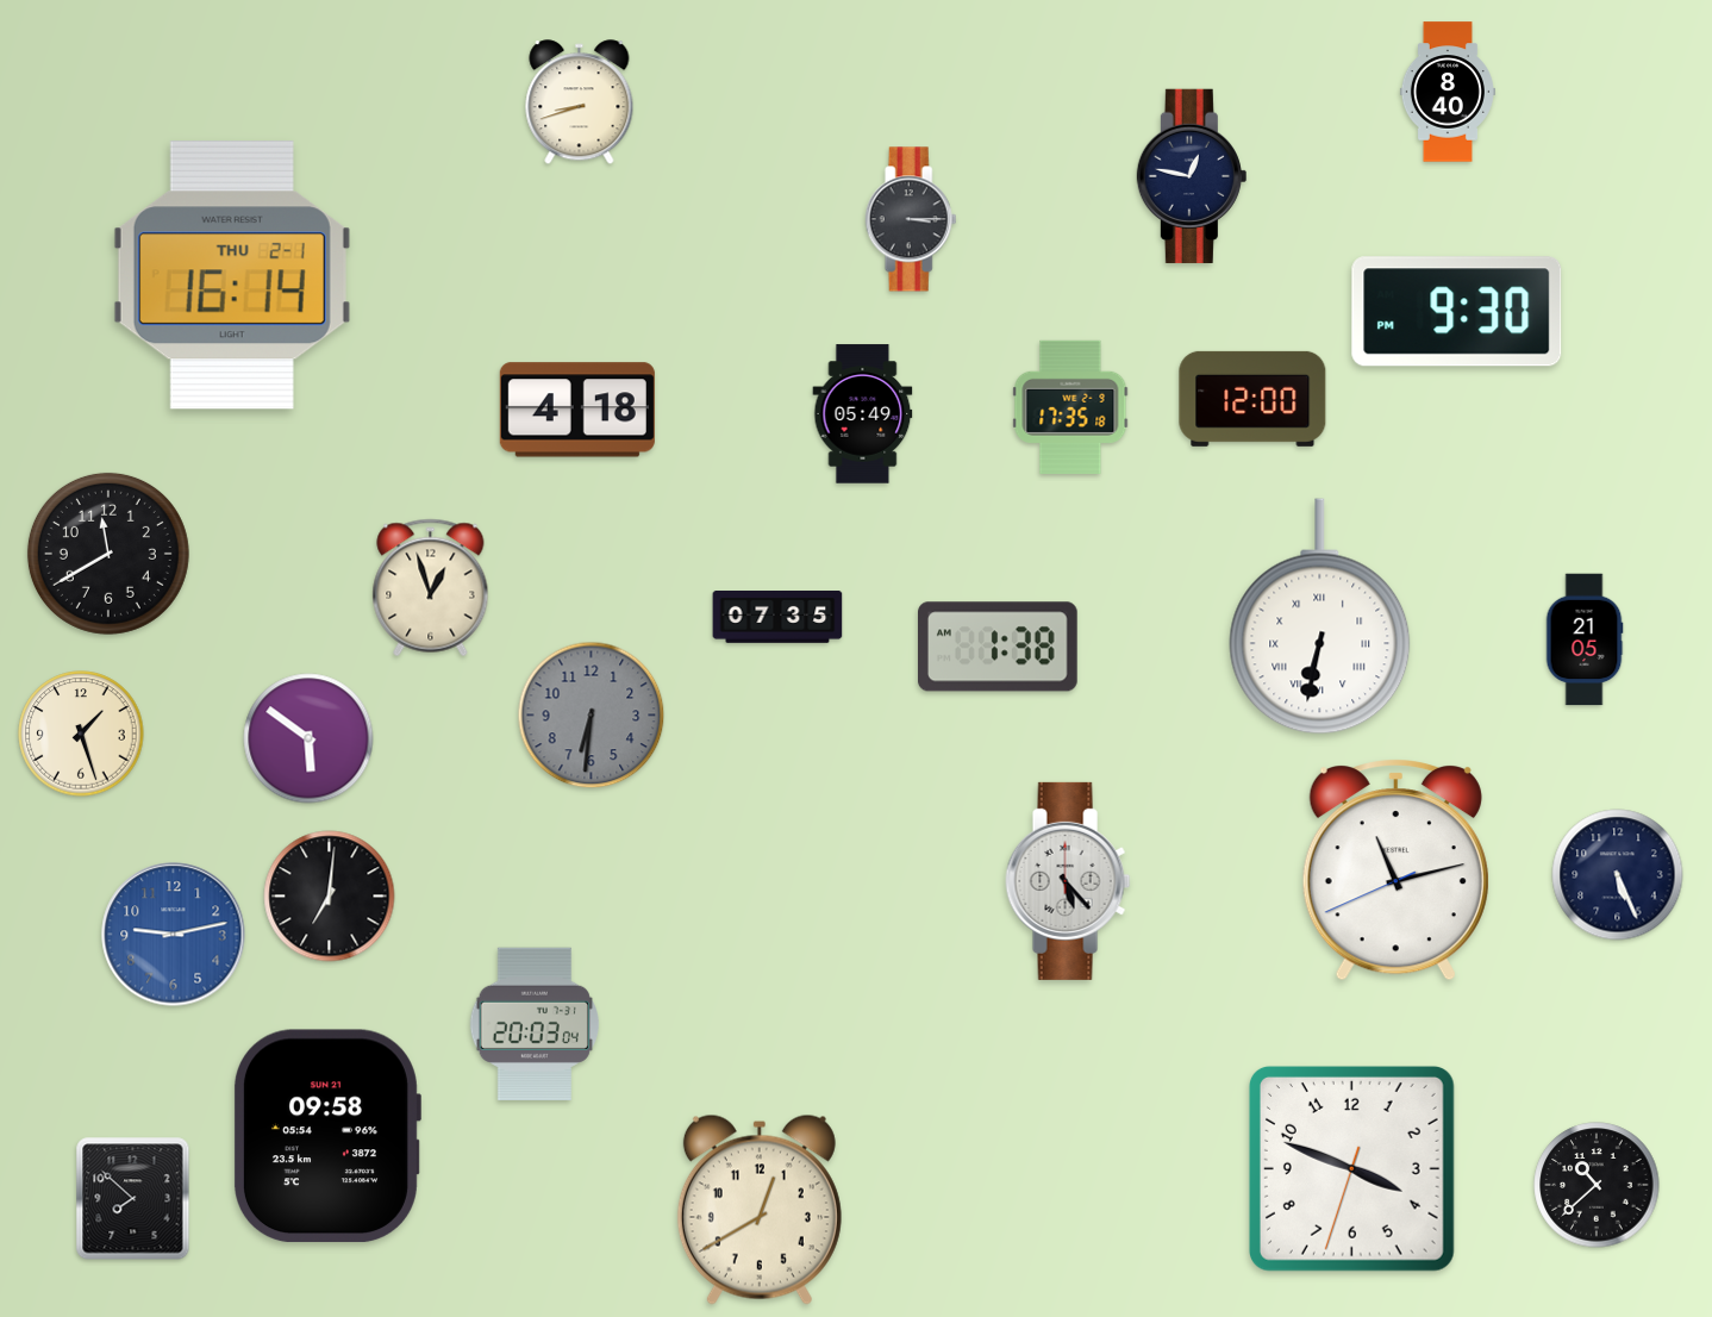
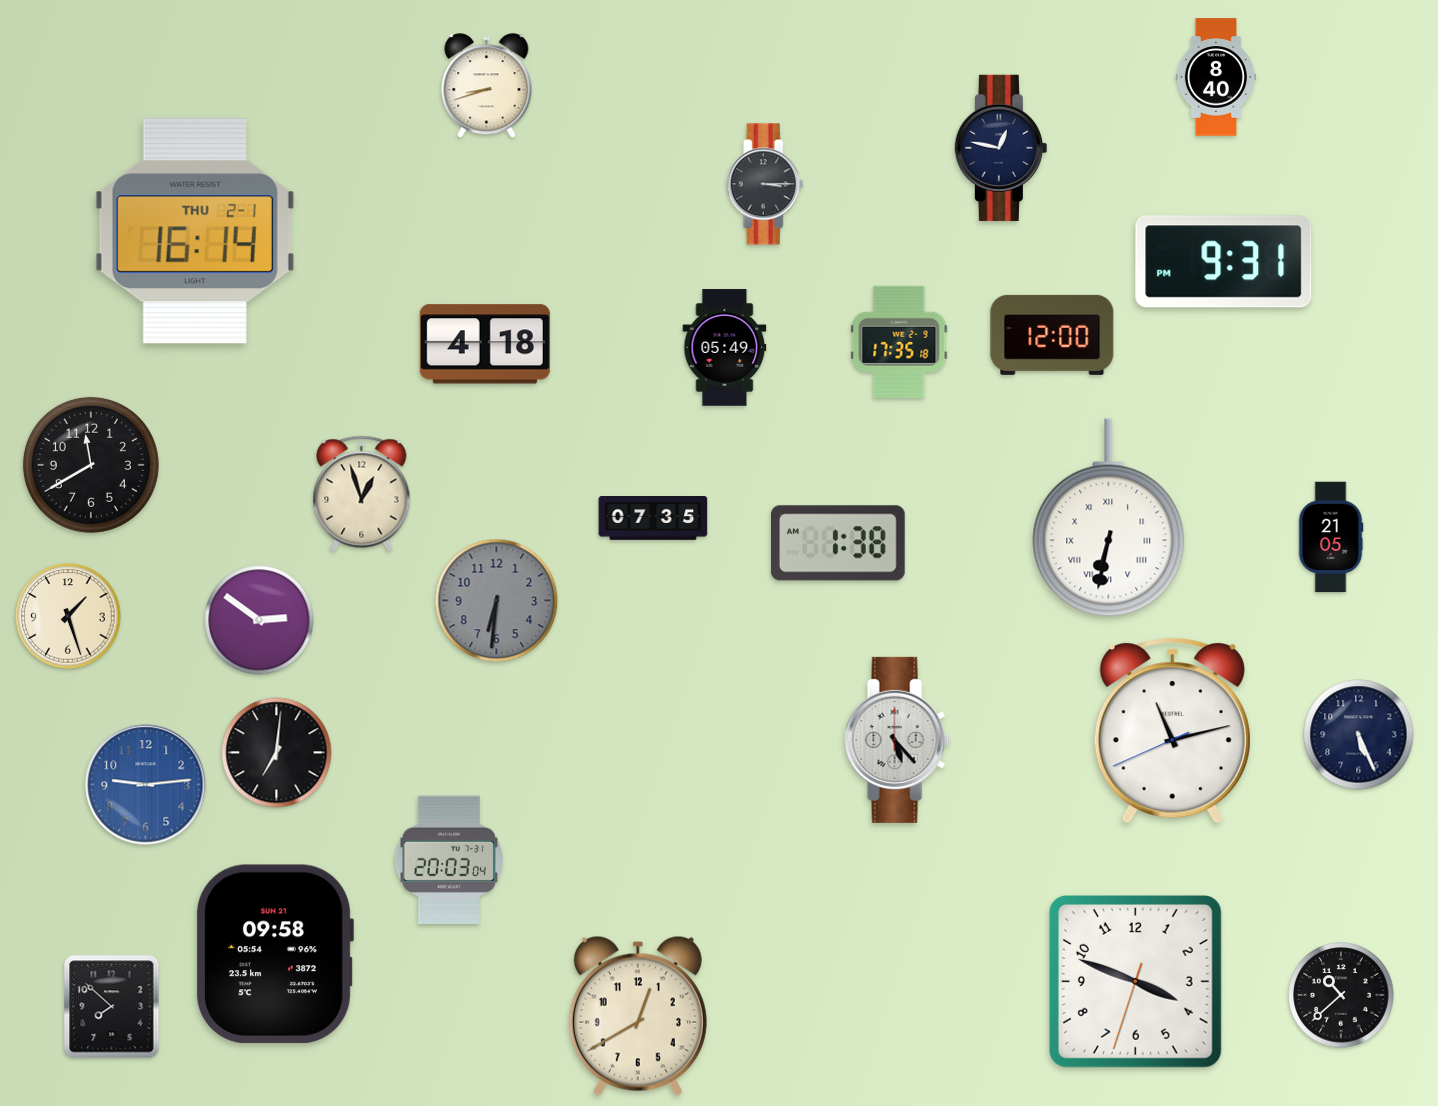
clock at (1457, 312): 9:30 -> 9:31
clock at (308, 738): 5:51 -> 2:51
clock at (174, 935): 9:13 -> 9:14
